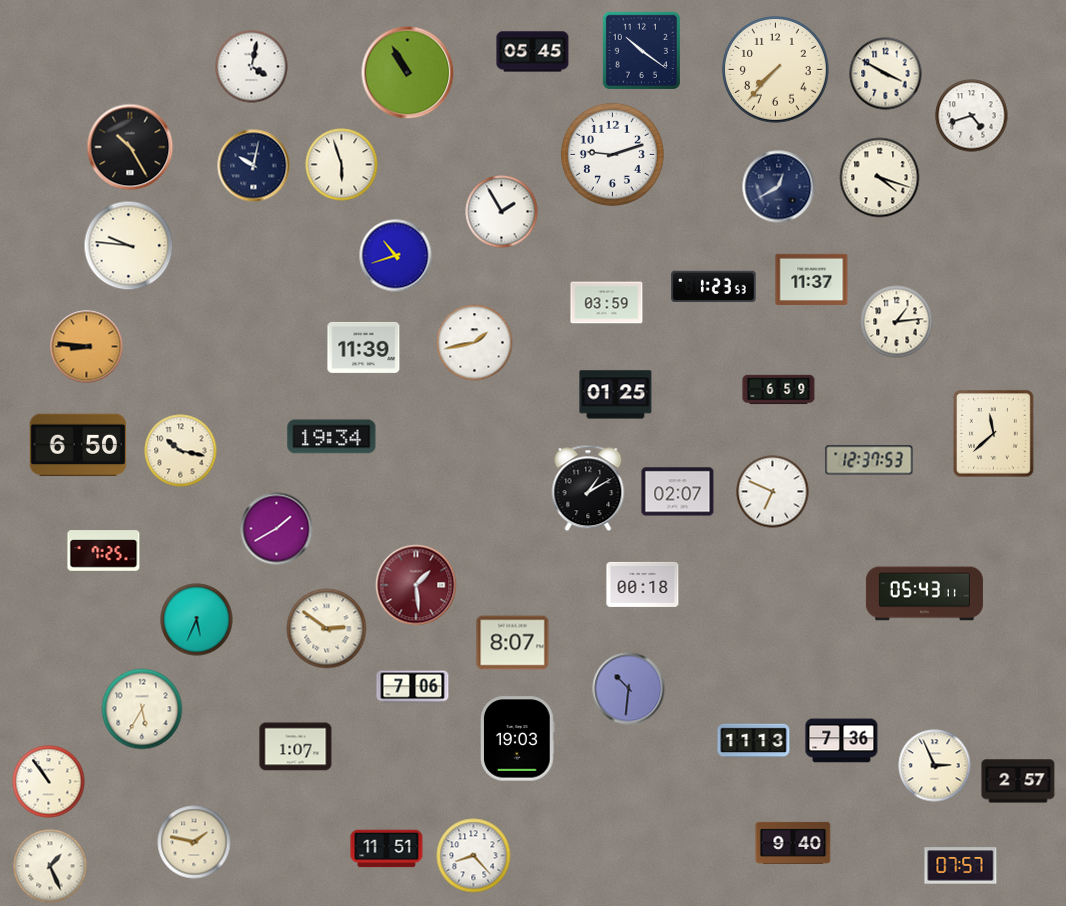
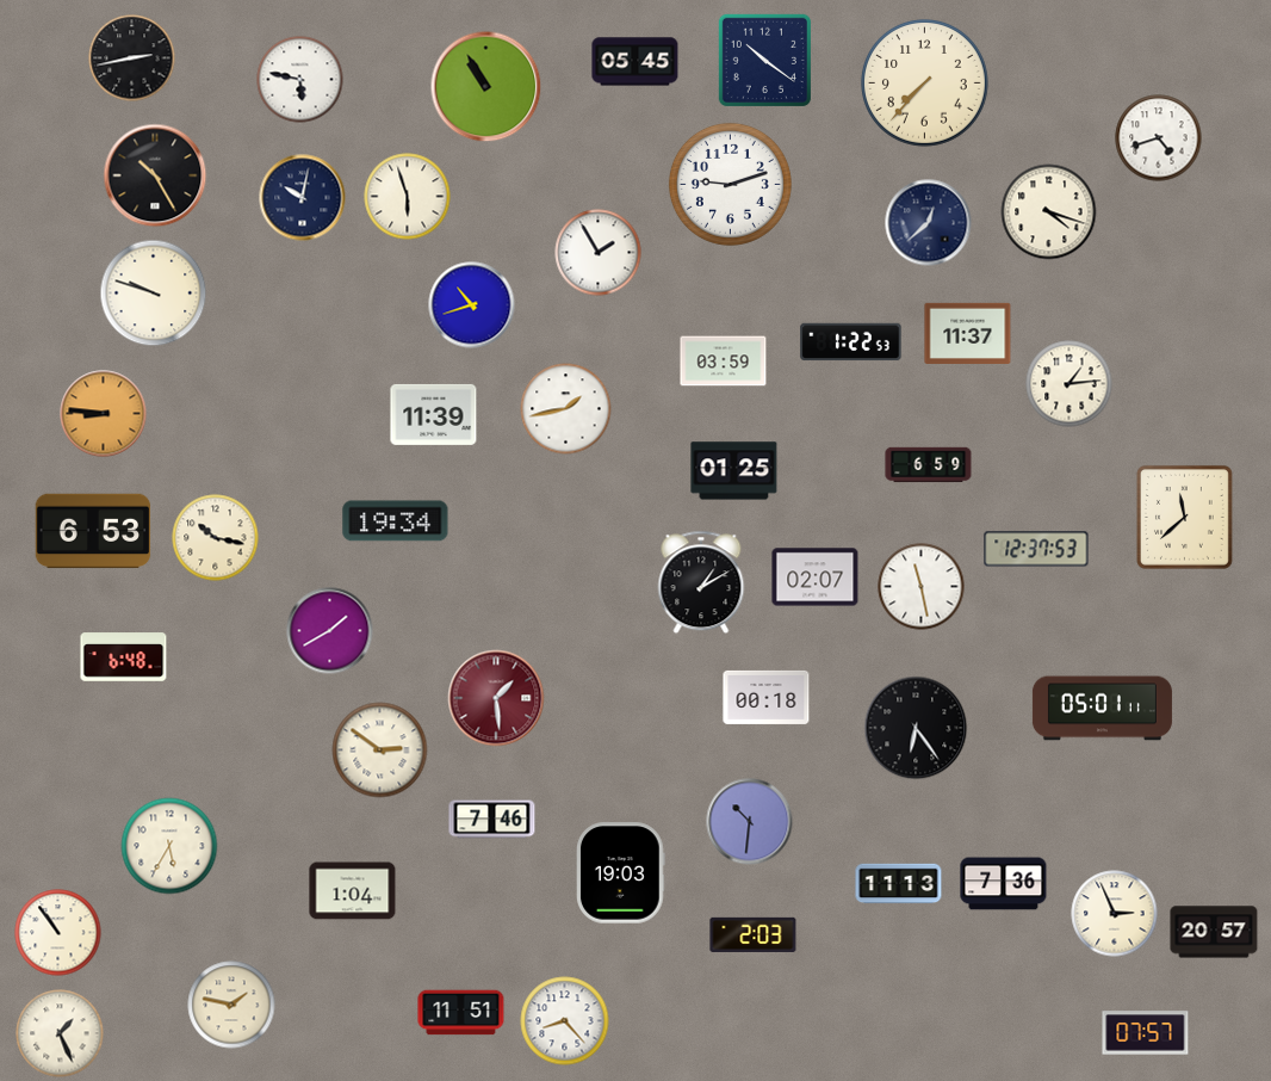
clock at (132, 58): none -> 2:43
clock at (252, 67): 4:02 -> 5:47
clock at (886, 74): 3:50 -> none
clock at (779, 187): 12:40 -> 12:38
clock at (129, 246): 9:46 -> 9:48
clock at (714, 287): 1:23 -> 1:22
clock at (78, 445): 6:50 -> 6:53
clock at (678, 492) position: (678, 492) -> (816, 577)
clock at (773, 492): 6:49 -> 11:28
clock at (104, 551): 7:25 -> 6:48
clock at (924, 594): 05:43 -> 05:01
clock at (916, 728): none -> 6:24
clock at (197, 620): 5:34 -> none
clock at (327, 629) position: (327, 629) -> (380, 750)
clock at (513, 643): 8:07 -> none
clock at (413, 687): 7:06 -> 7:46
clock at (518, 739) position: (518, 739) -> (621, 873)
clock at (296, 747): 1:07 -> 1:04
clock at (1018, 781): 2:57 -> 20:57
clock at (754, 934): none -> 2:03
clock at (793, 843): 9:40 -> none
